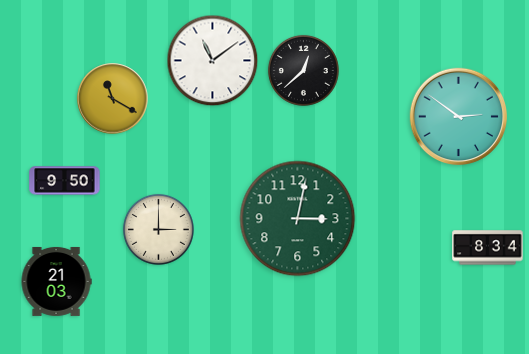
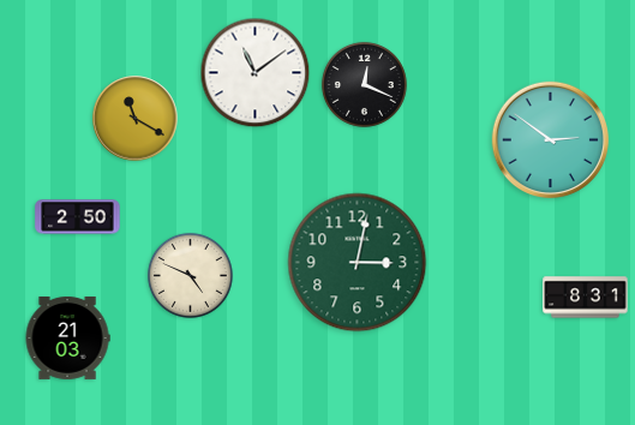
clock at (303, 70): 12:38 -> 12:19
clock at (65, 181): 9:50 -> 2:50
clock at (158, 229): 3:00 -> 4:49
clock at (488, 248): 8:34 -> 8:31
